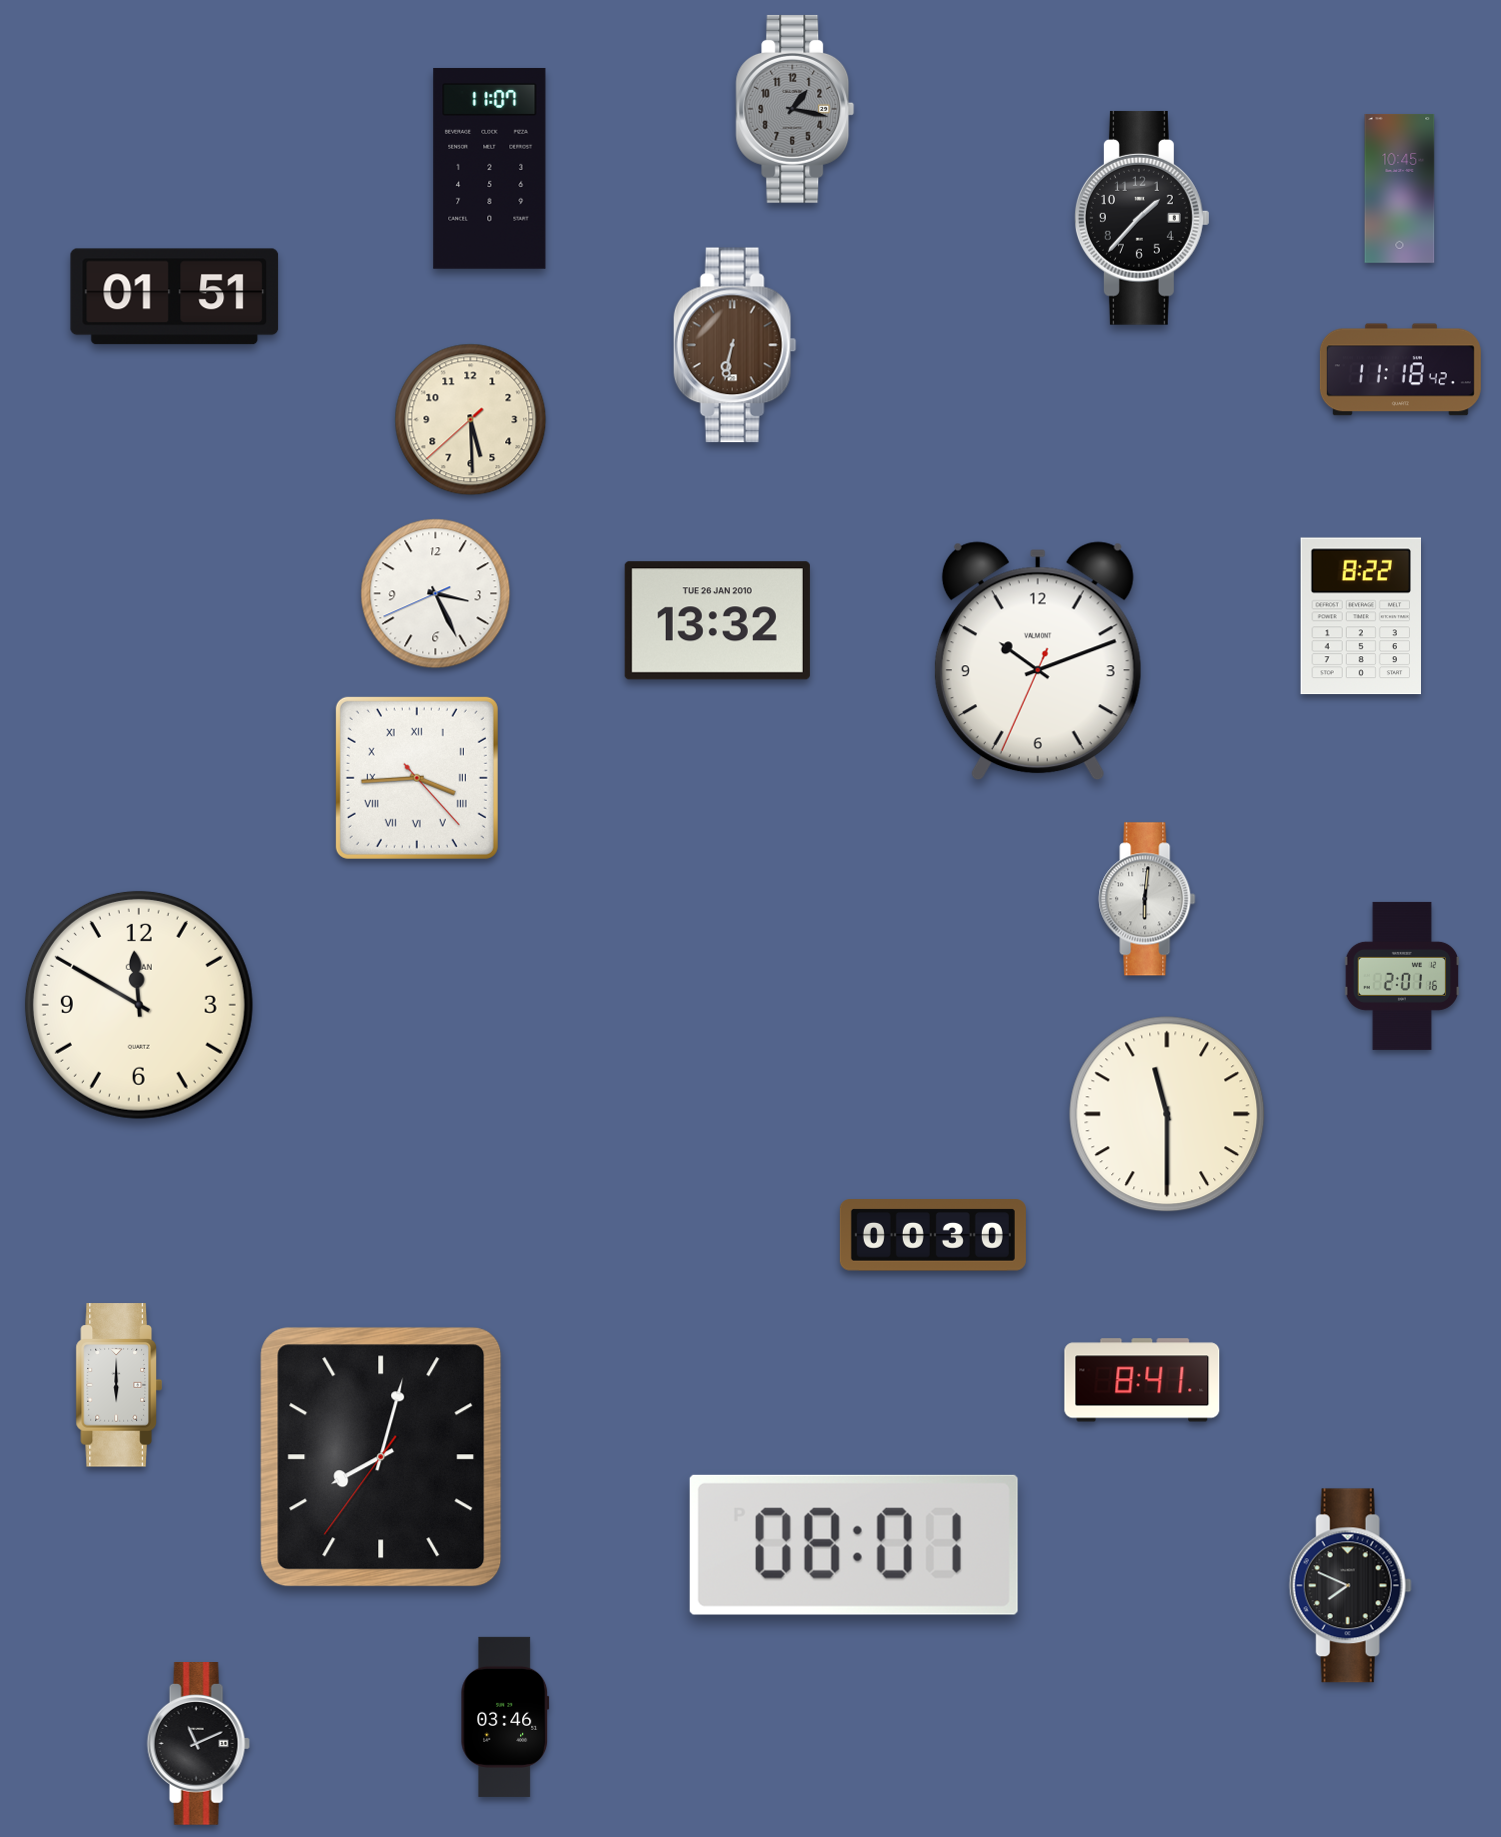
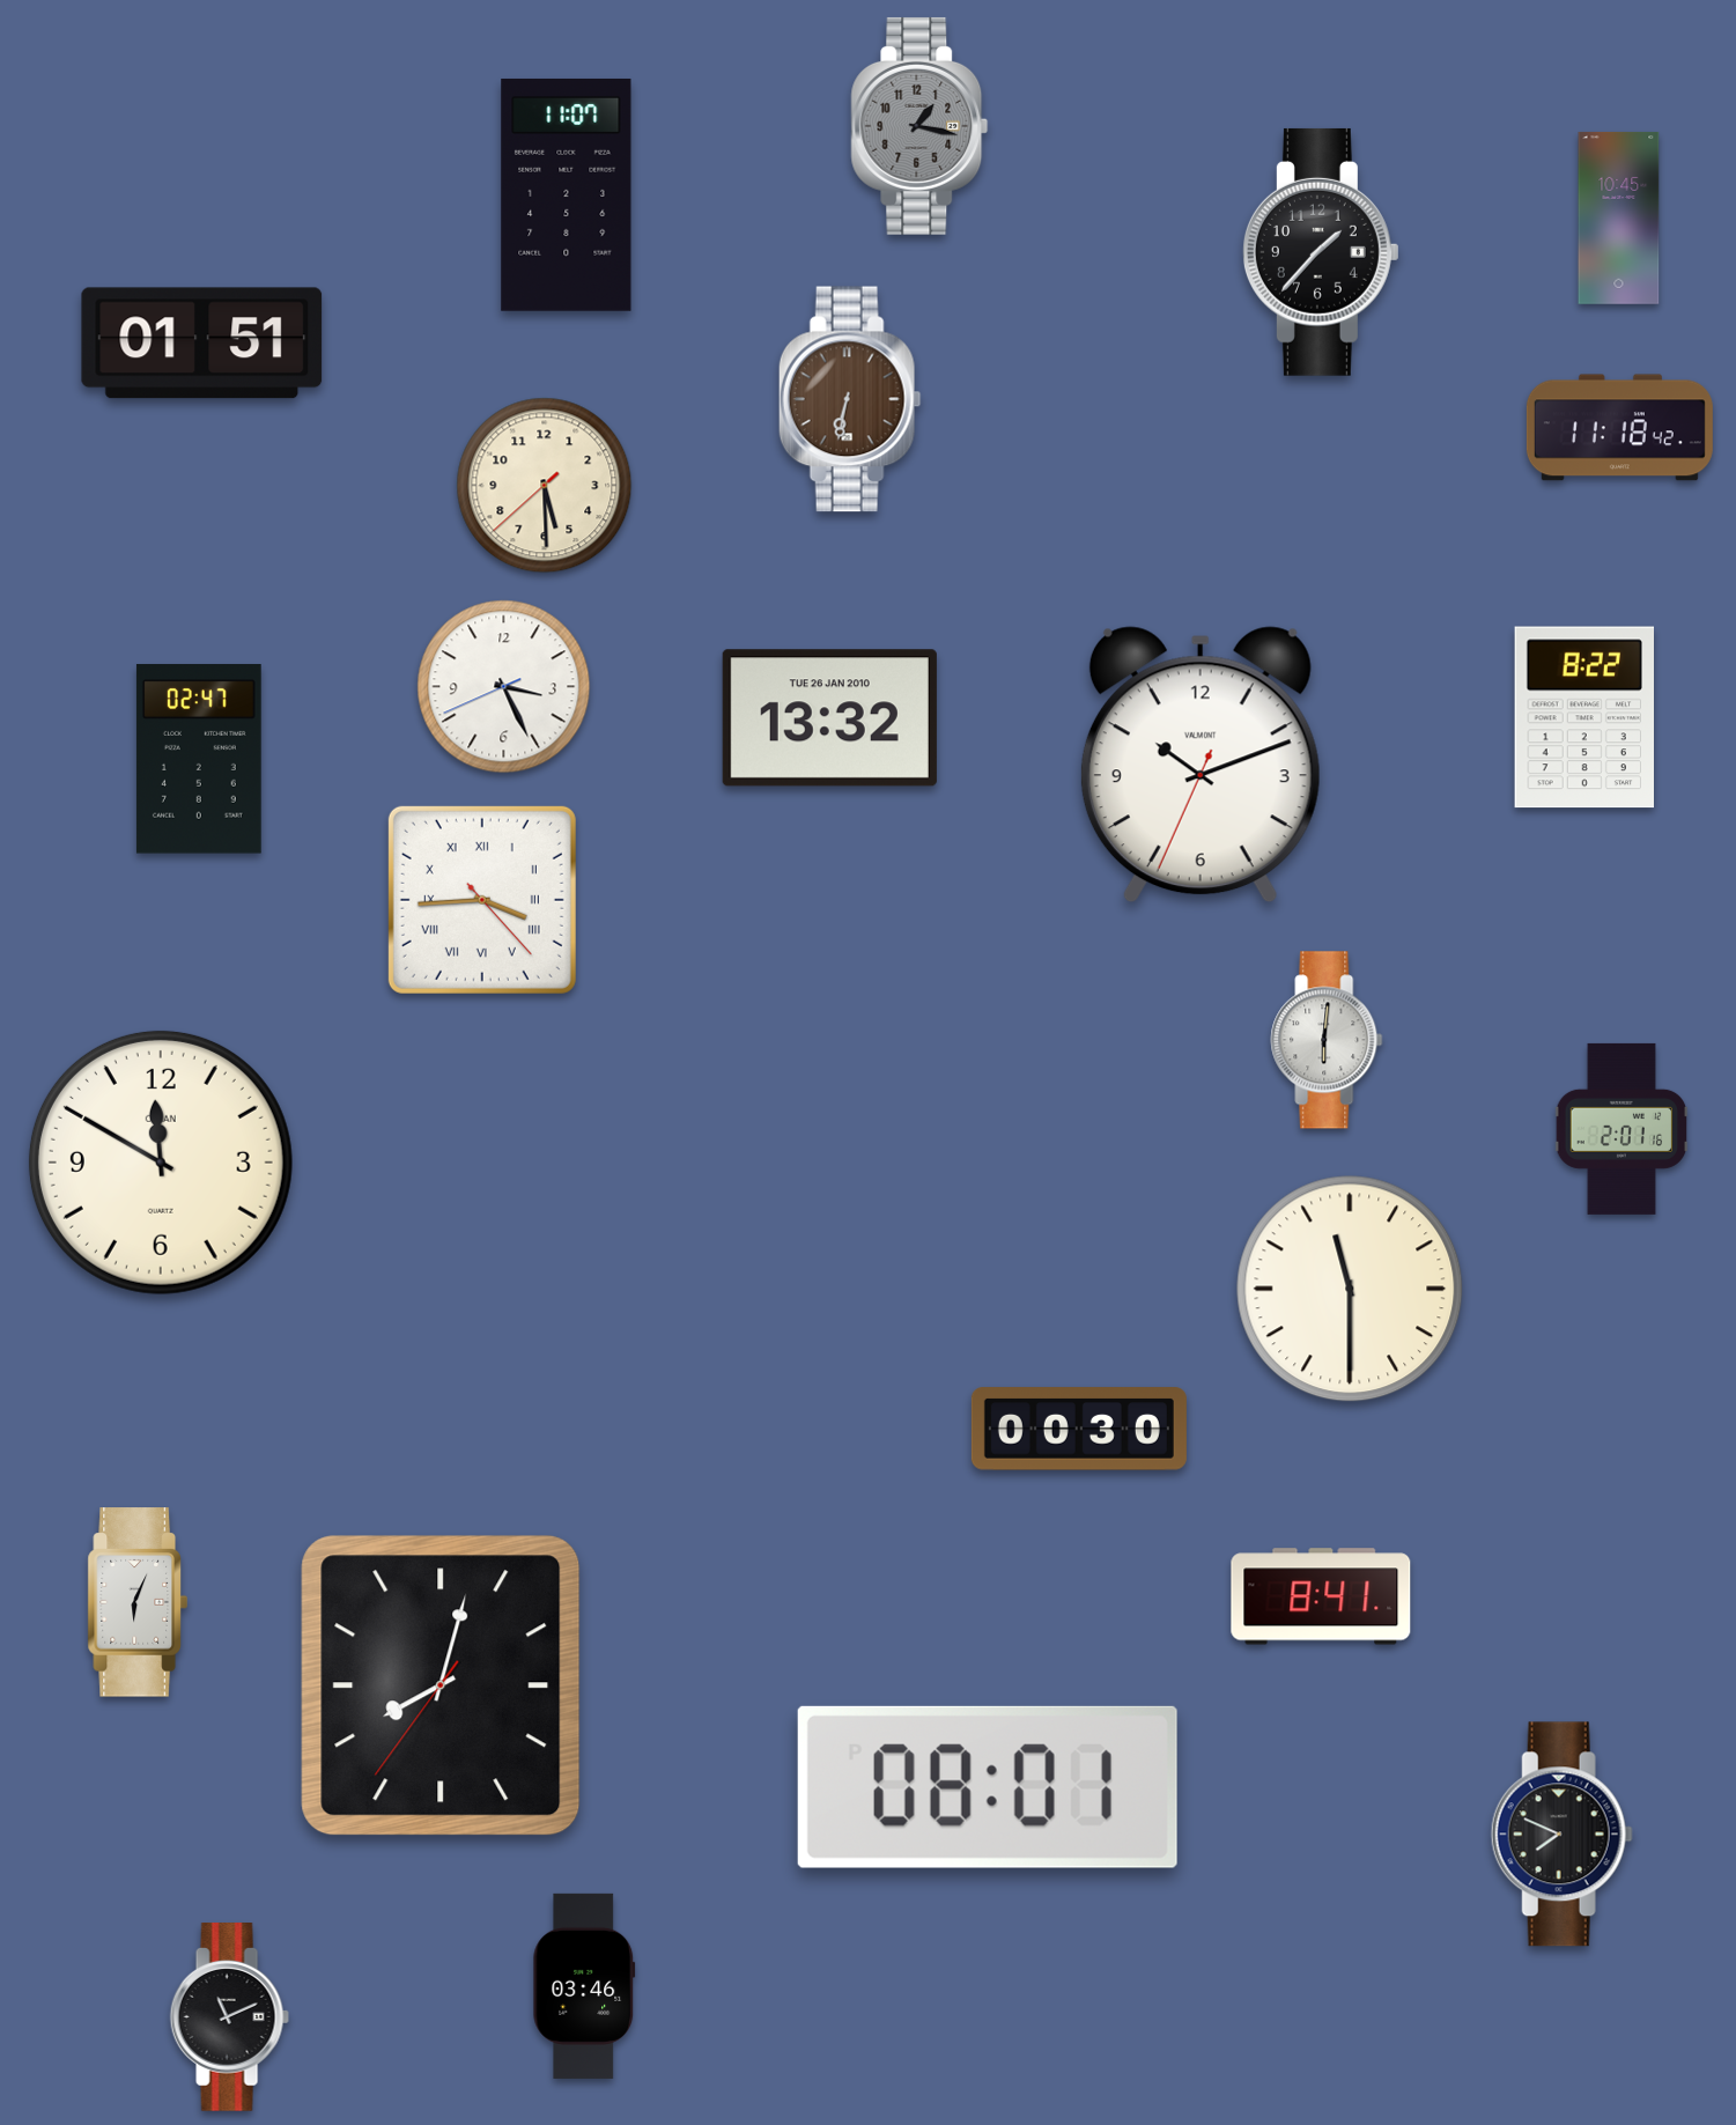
clock at (1360, 616) position: (1360, 616) -> (1583, 717)
clock at (199, 759): none -> 02:47
clock at (118, 1385): 6:00 -> 6:04
